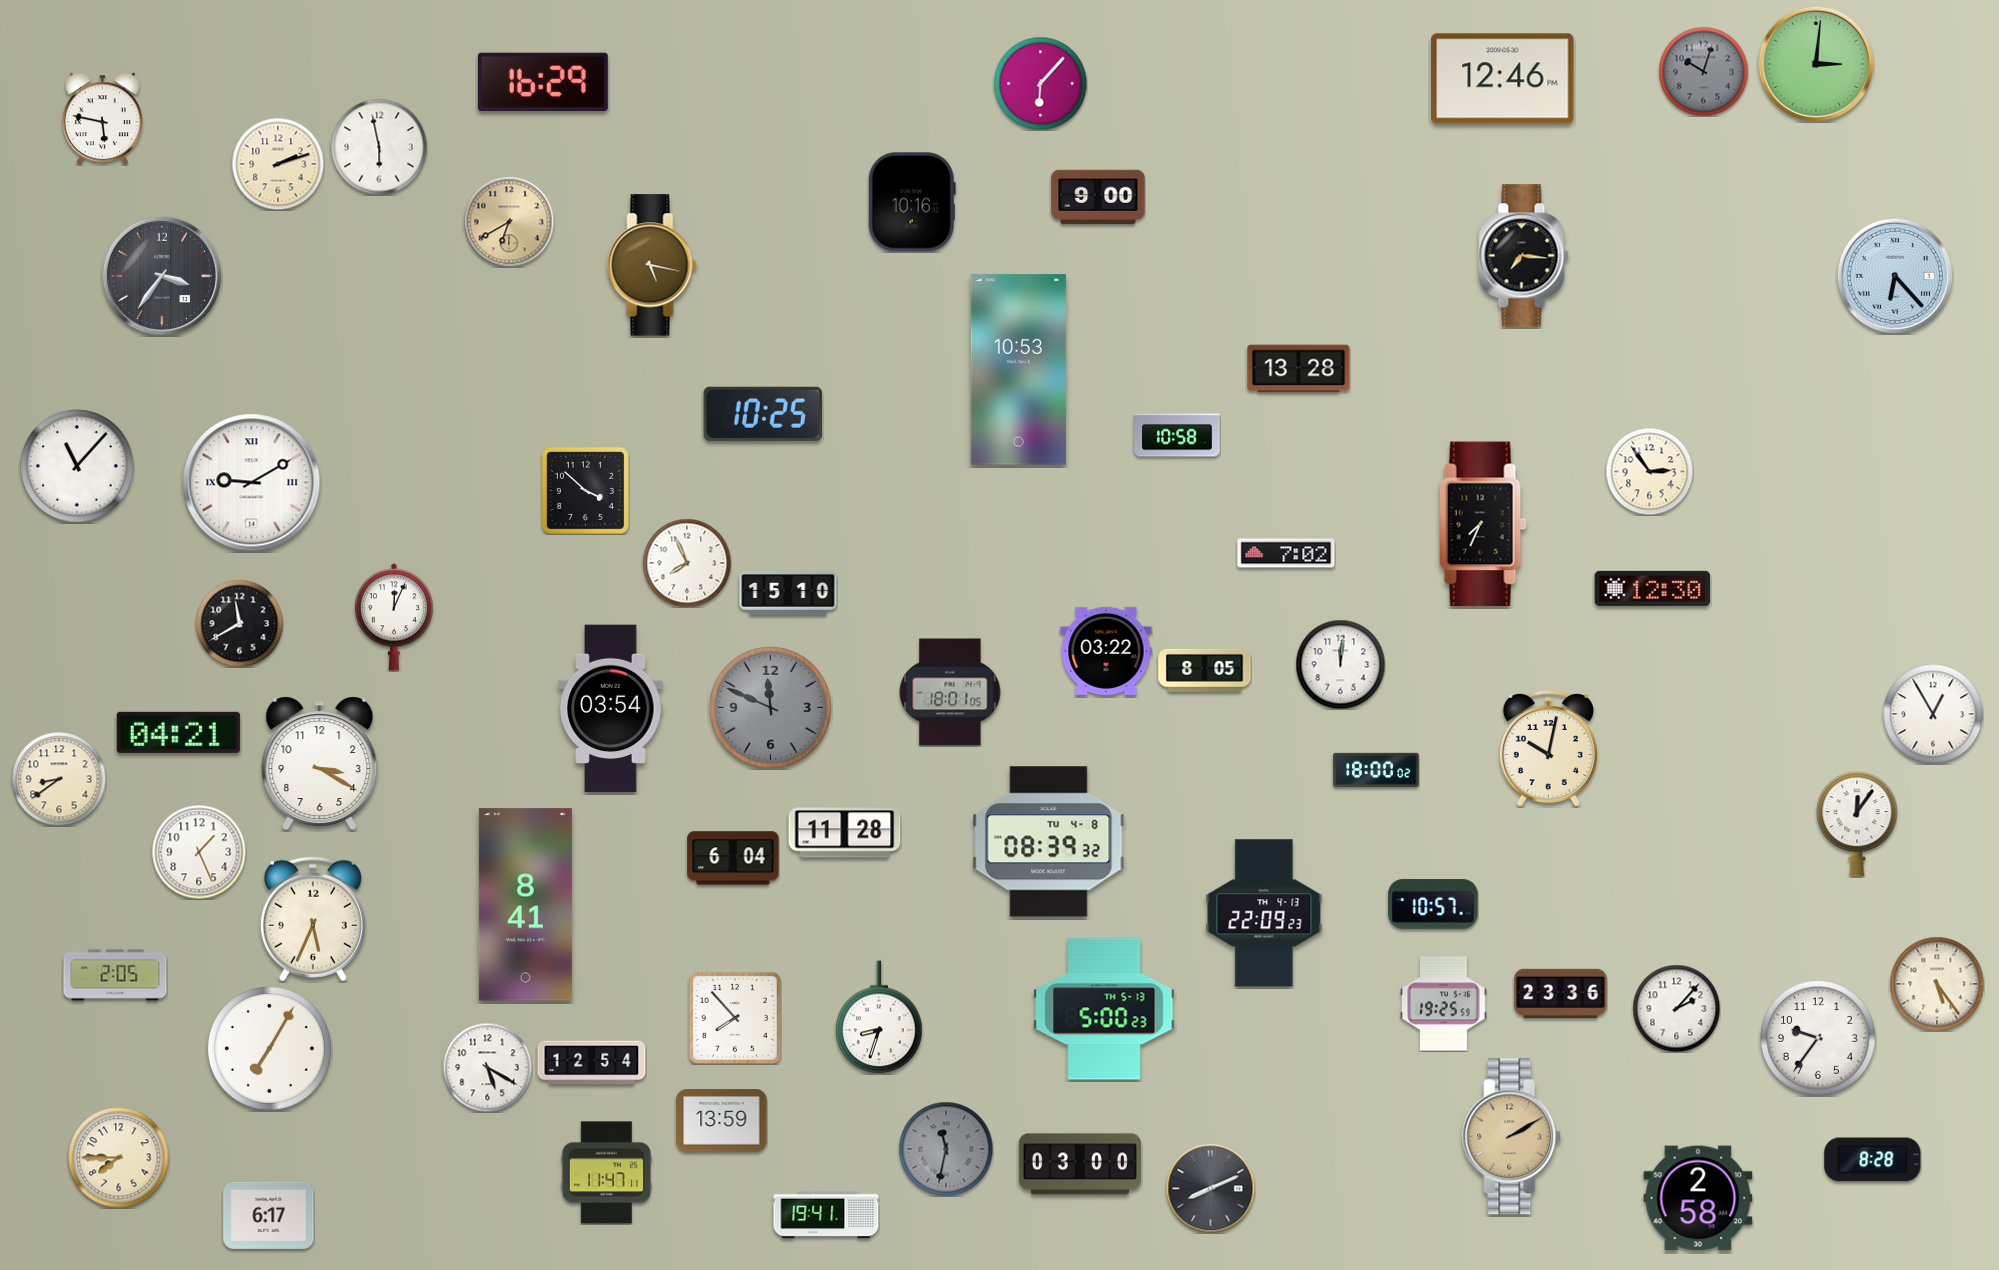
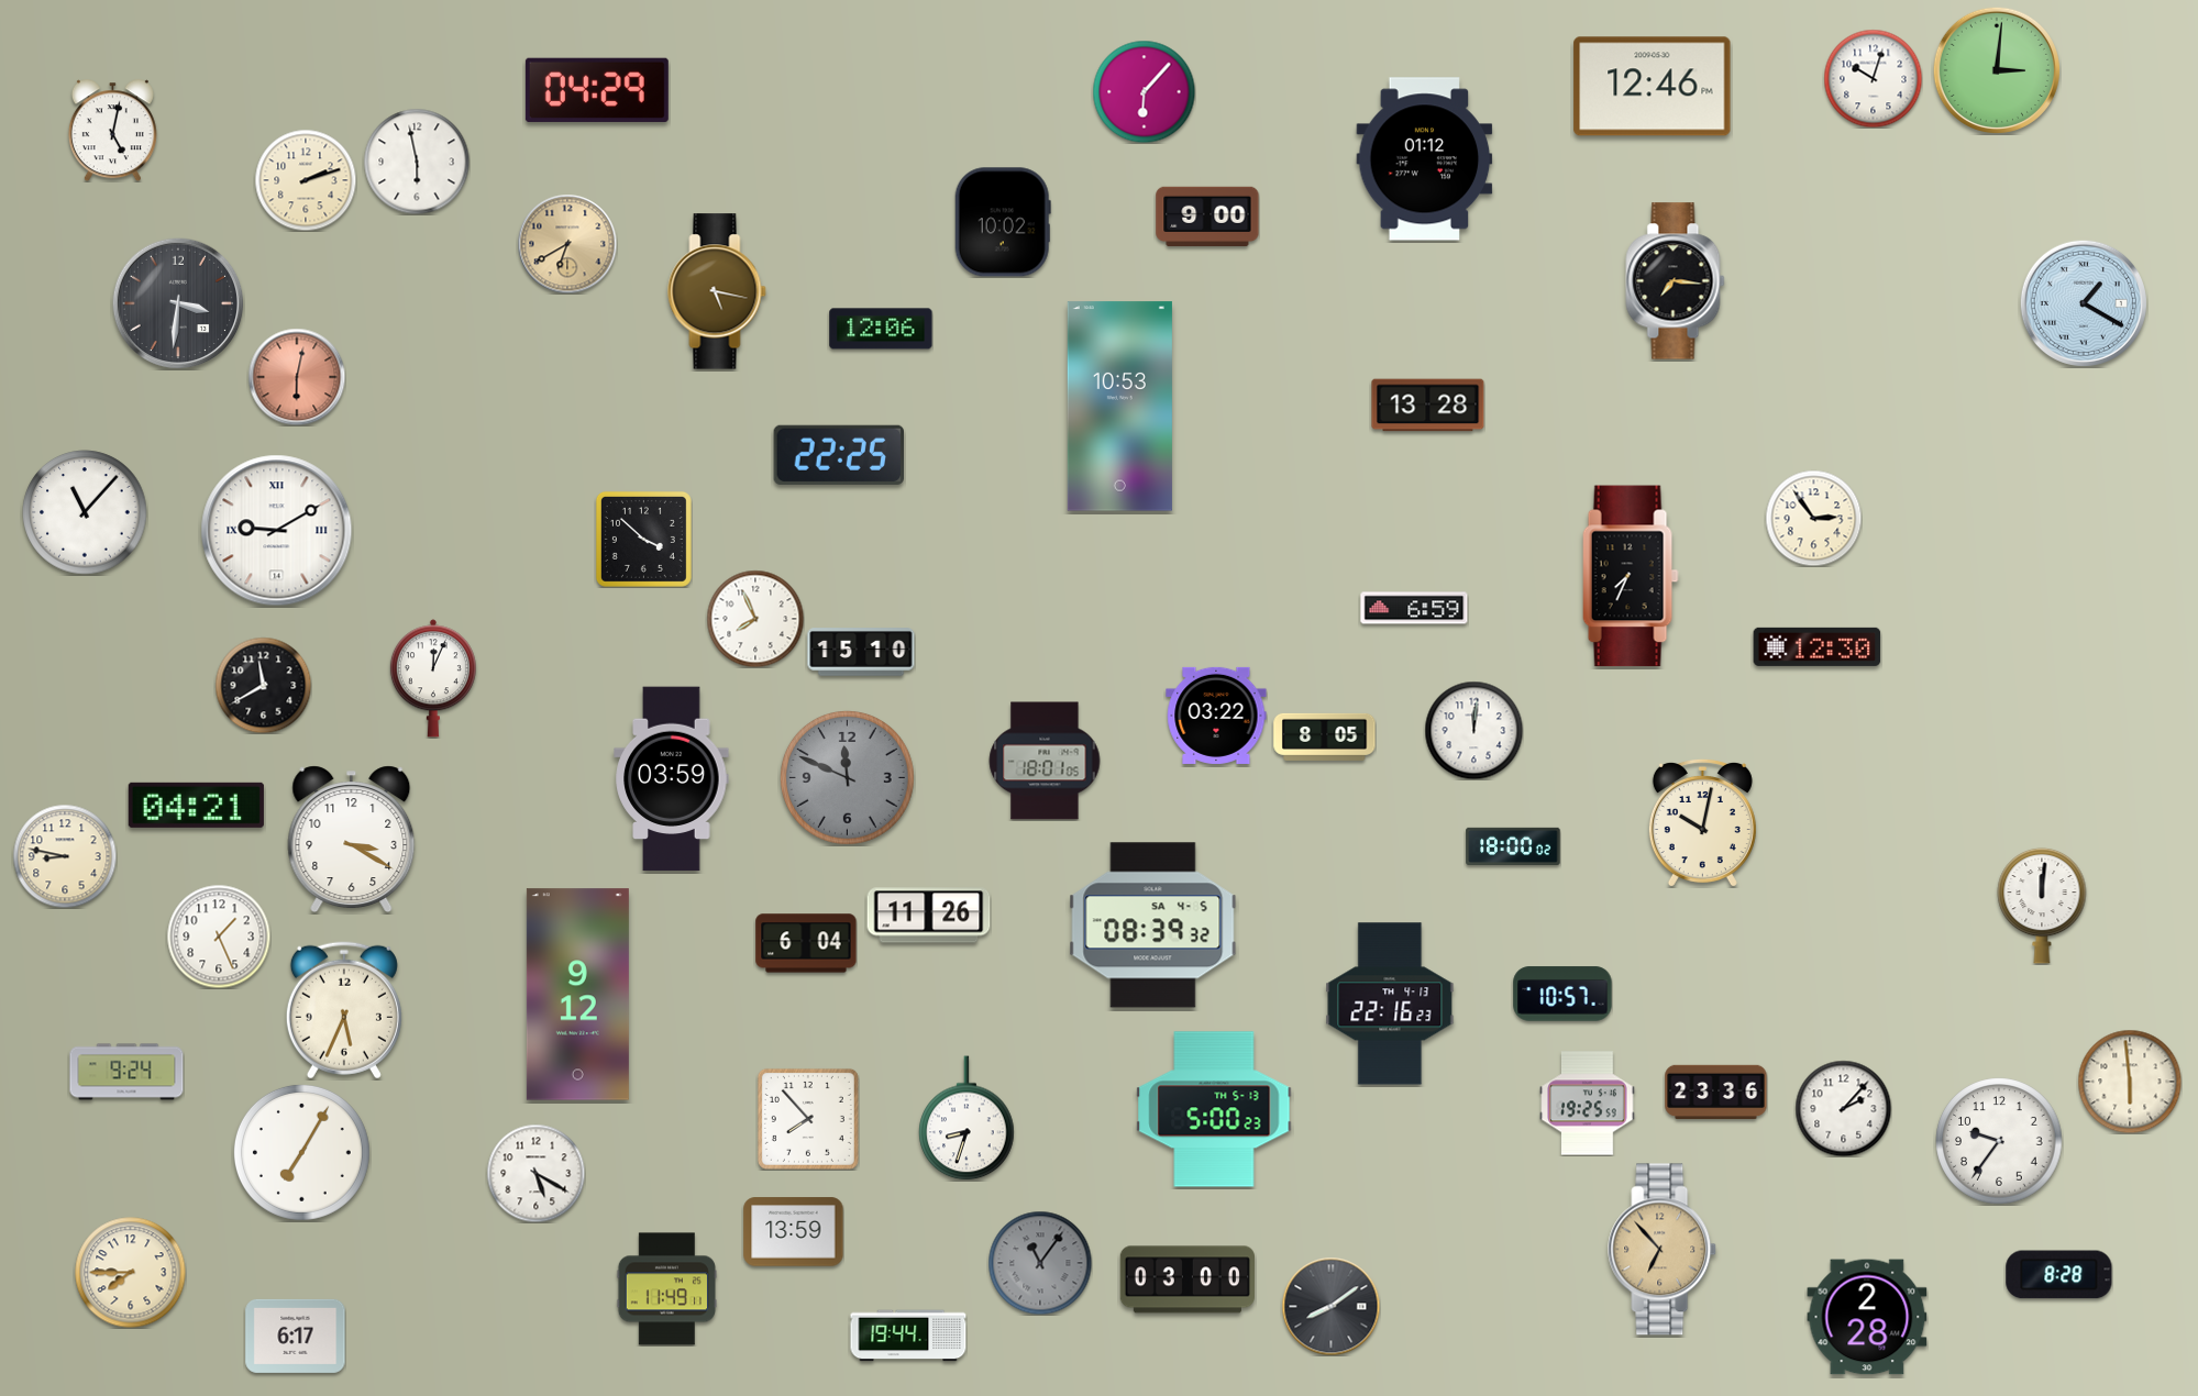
clock at (1703, 71) dial: grey -> white
clock at (543, 82): 16:29 -> 04:29
clock at (102, 118): 5:47 -> 5:02
clock at (1425, 159): none -> 01:12
clock at (912, 202): 10:16 -> 10:02
clock at (509, 222) position: (509, 222) -> (567, 244)
clock at (162, 276): 3:36 -> 3:31
clock at (1895, 276): 6:23 -> 1:20
clock at (881, 329): none -> 12:06
clock at (297, 377): none -> 6:02
clock at (762, 414): 10:25 -> 22:25
clock at (1177, 435): 10:58 -> none
clock at (1286, 553): 7:02 -> 6:59
clock at (788, 593) position: (788, 593) -> (861, 652)
clock at (611, 709): 03:54 -> 03:59
clock at (1933, 714): 12:55 -> none
clock at (59, 779): 8:39 -> 8:47
clock at (1857, 824): 12:06 -> 12:01
clock at (845, 833): 11:28 -> 11:26
clock at (1049, 842) date: TU 4-8 -> SA 4-5
clock at (1433, 904) position: (1433, 904) -> (1562, 994)
clock at (525, 905): 8:41 -> 9:12
clock at (1264, 913): 22:09 -> 22:16
clock at (115, 975): 2:05 -> 9:24
clock at (1937, 984): 5:24 -> 5:59
clock at (269, 1048) position: (269, 1048) -> (301, 1152)
clock at (592, 1063): 12:54 -> none
clock at (1512, 1137): 2:10 -> 6:53
clock at (946, 1149): 11:32 -> 11:06
clock at (606, 1173): 11:47 -> 11:49
clock at (1210, 1188): 8:11 -> 8:09
clock at (1698, 1198): 2:58 -> 2:28
clock at (826, 1215): 19:41 -> 19:44
